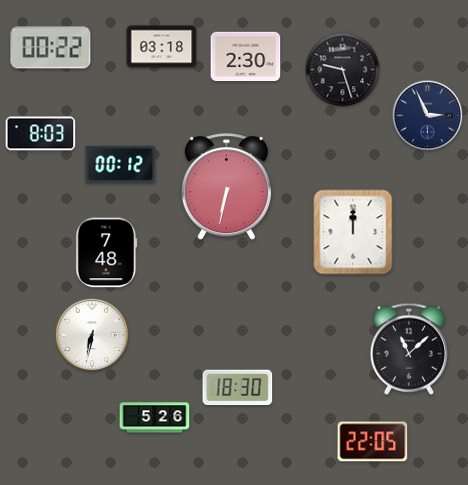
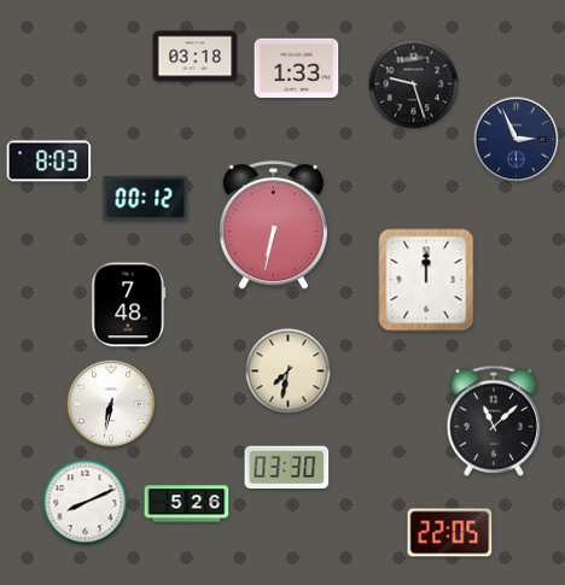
clock at (51, 48): 00:22 -> none
clock at (246, 57): 2:30 -> 1:33
clock at (289, 372): none -> 7:32
clock at (238, 388): 18:30 -> 03:30
clock at (86, 503): none -> 8:11
